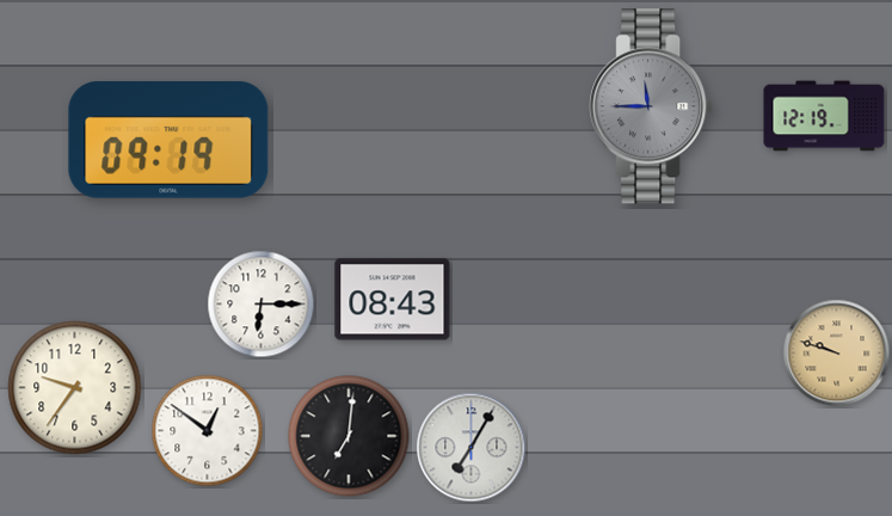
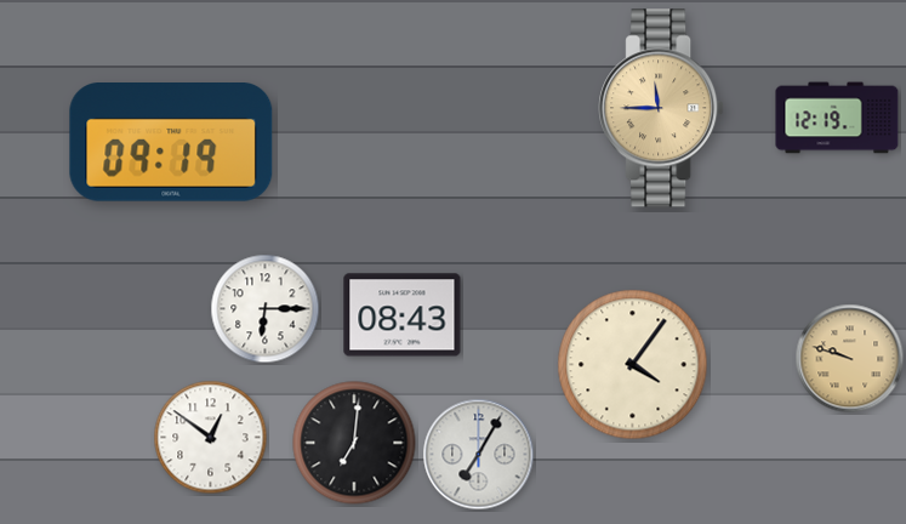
clock at (651, 106) dial: grey -> champagne
clock at (393, 300) position: (393, 300) -> (403, 315)
clock at (633, 365): none -> 4:06
clock at (75, 388): 9:36 -> none
